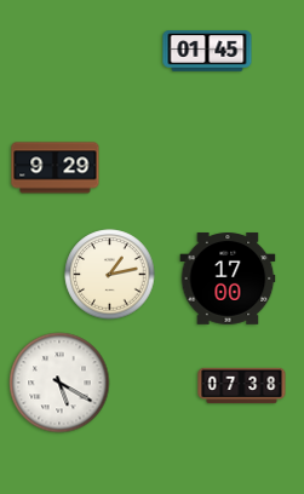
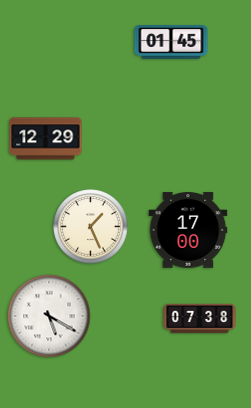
clock at (56, 168): 9:29 -> 12:29
clock at (110, 275): 1:13 -> 1:26
